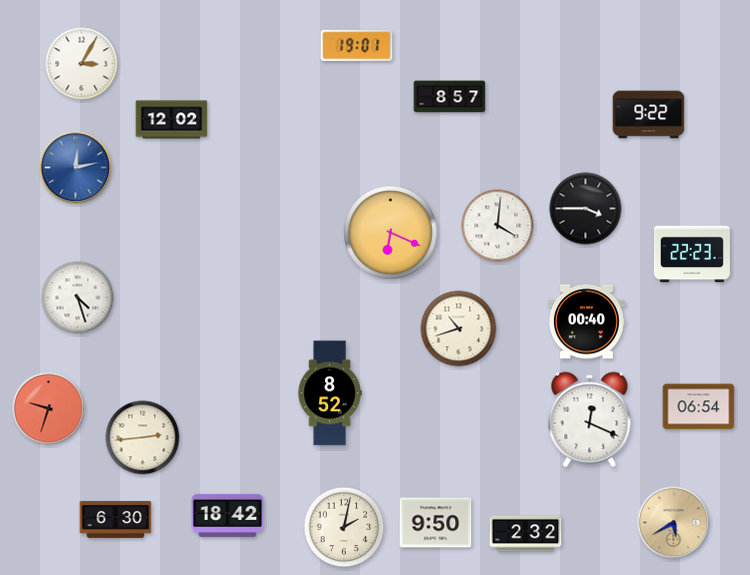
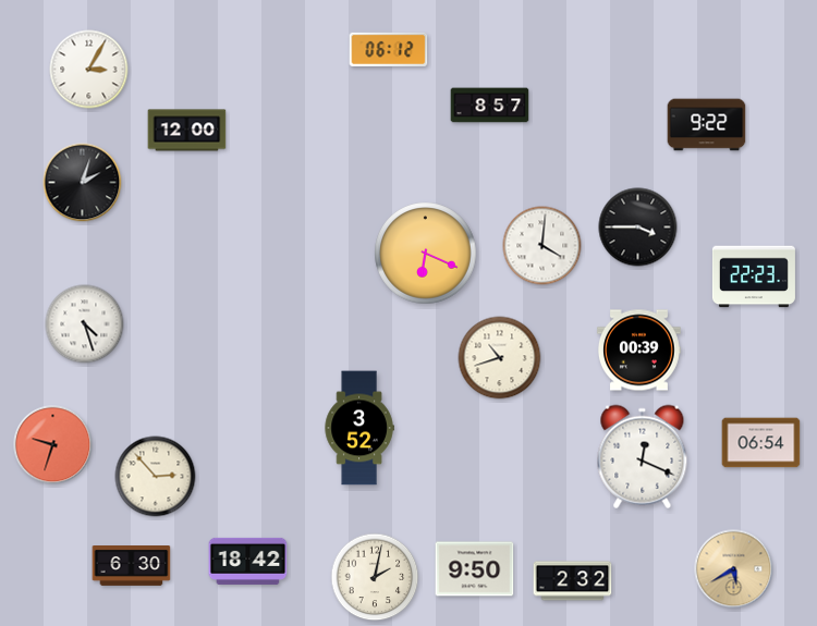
clock at (357, 45): 19:01 -> 06:12
clock at (172, 120): 12:02 -> 12:00
clock at (76, 168): 12:13 -> 2:03
clock at (76, 168) dial: blue -> black
clock at (586, 322): 00:40 -> 00:39
clock at (330, 393): 8:52 -> 3:52
clock at (143, 438): 2:44 -> 2:53
clock at (116, 520) position: (116, 520) -> (132, 566)
clock at (344, 527) position: (344, 527) -> (375, 577)
